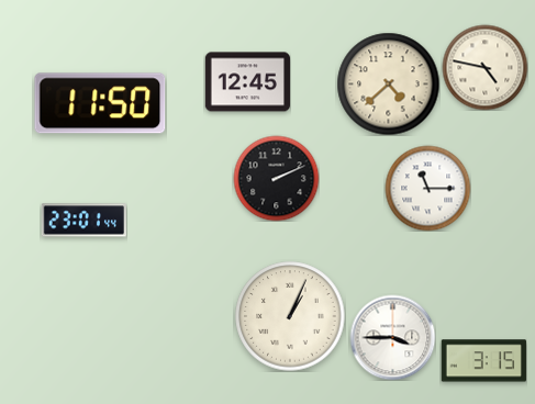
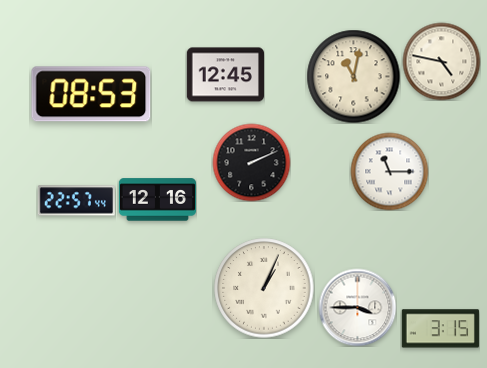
clock at (388, 83): 4:38 -> 11:02
clock at (100, 103): 11:50 -> 08:53
clock at (157, 200): none -> 12:16
clock at (83, 221): 23:01 -> 22:57
